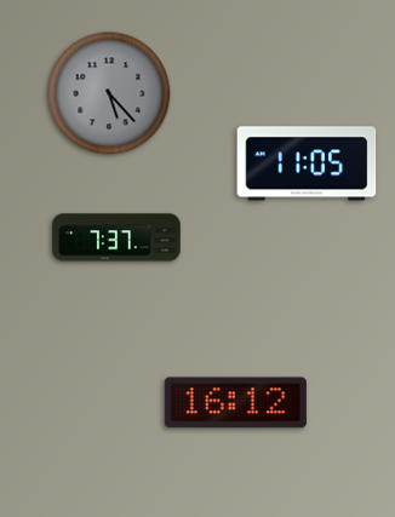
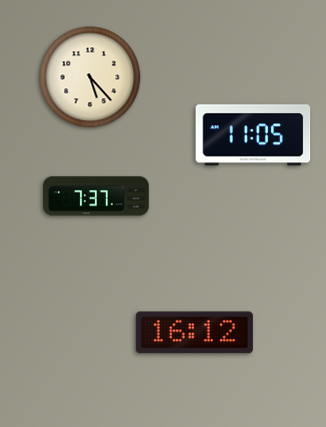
clock at (109, 93) dial: grey -> cream
